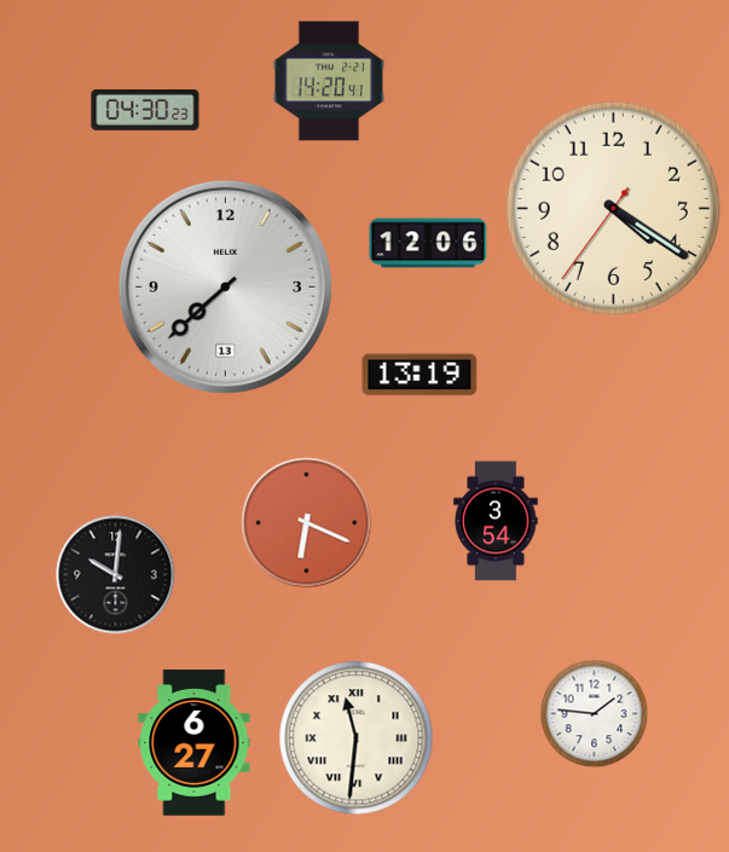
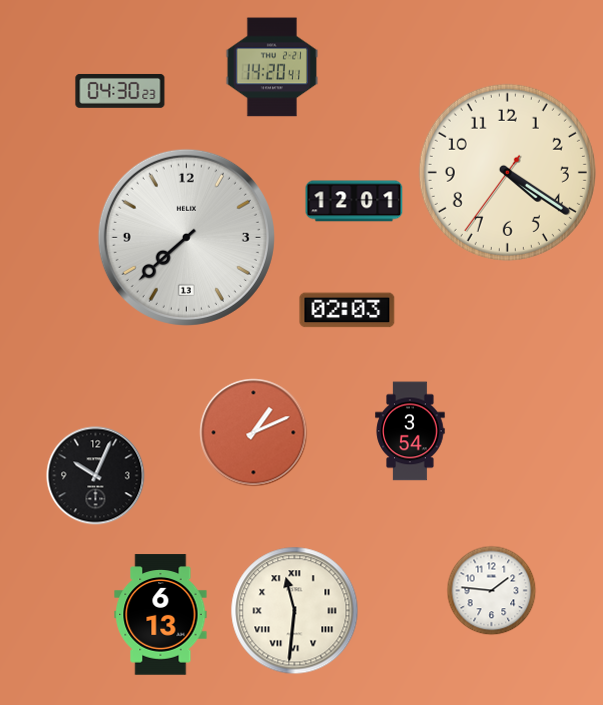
clock at (428, 243): 12:06 -> 12:01
clock at (420, 375): 13:19 -> 02:03
clock at (307, 523): 6:19 -> 1:11
clock at (116, 575): 10:01 -> 10:04
clock at (195, 743): 6:27 -> 6:13
